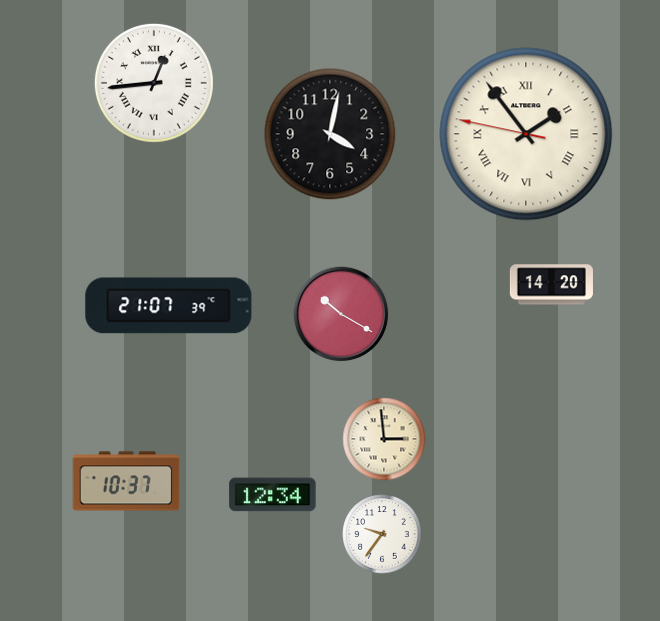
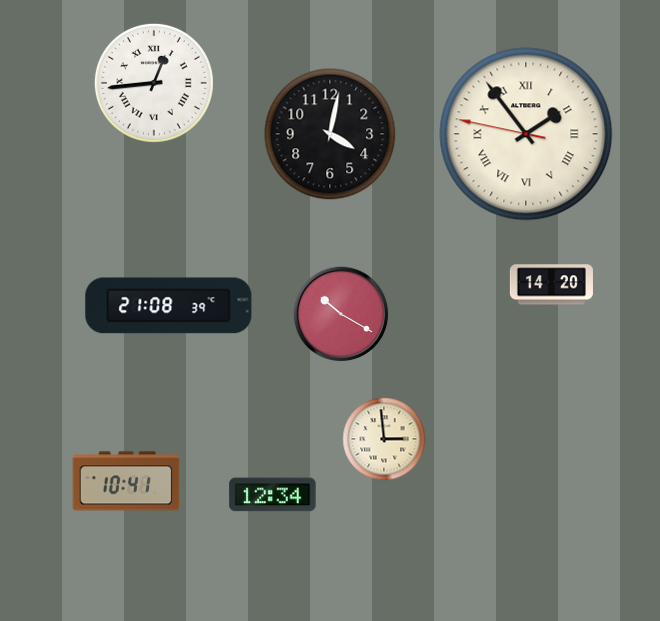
clock at (169, 306): 21:07 -> 21:08
clock at (126, 481): 10:37 -> 10:41
clock at (382, 534): 9:36 -> none
